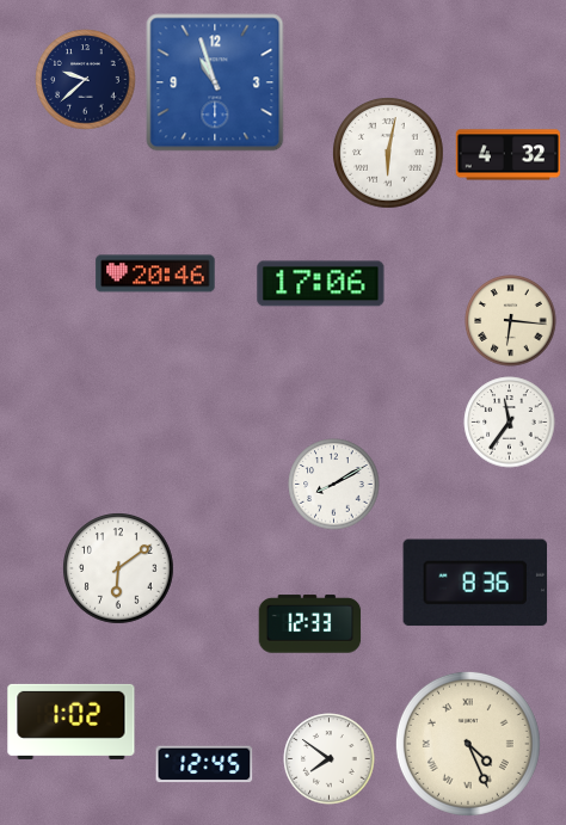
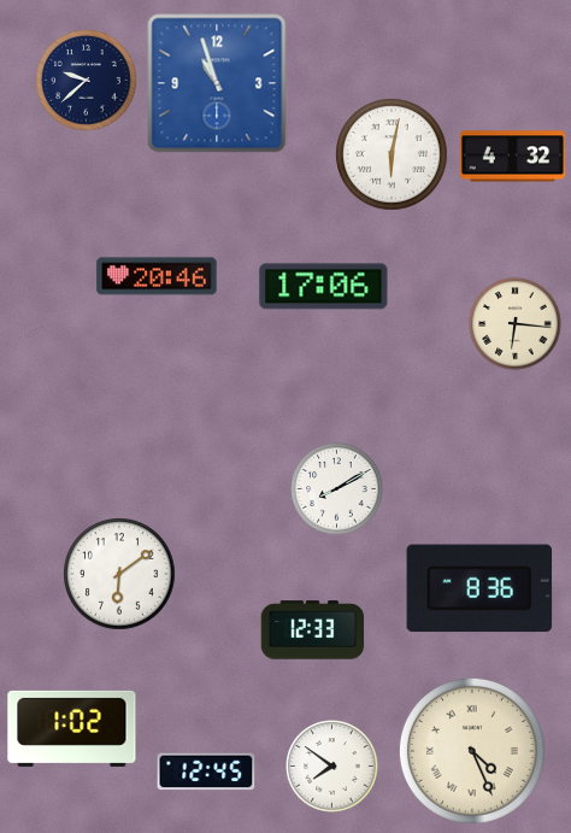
clock at (510, 423): 11:36 -> none
